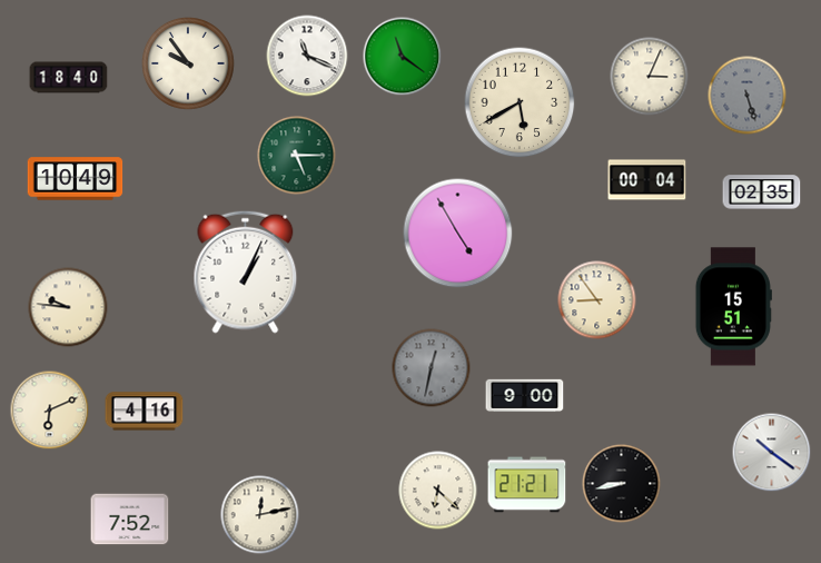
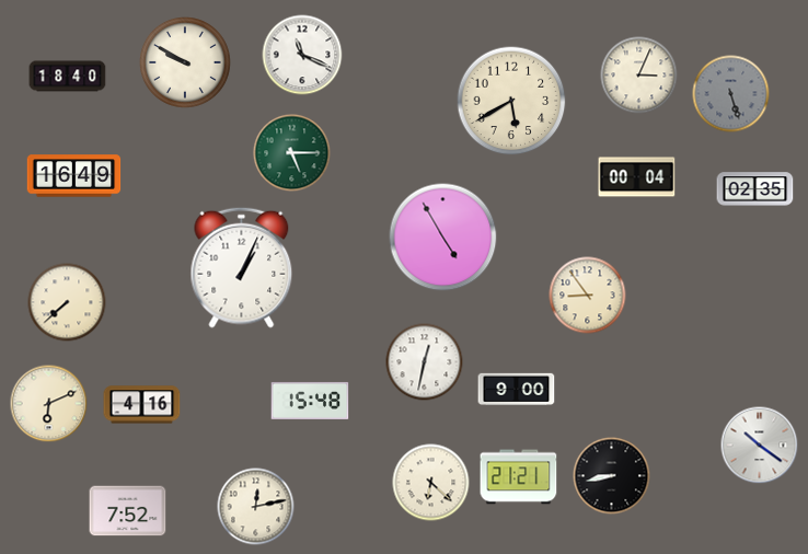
clock at (403, 57): 11:21 -> none
clock at (189, 65): 9:54 -> 9:50
clock at (748, 96) position: (748, 96) -> (731, 94)
clock at (76, 179): 10:49 -> 16:49
clock at (762, 192) position: (762, 192) -> (755, 189)
clock at (458, 234) position: (458, 234) -> (443, 238)
clock at (68, 307): 9:46 -> 7:38
clock at (733, 307): 15:51 -> none
clock at (432, 368) dial: grey -> white
clock at (310, 401): none -> 15:48
